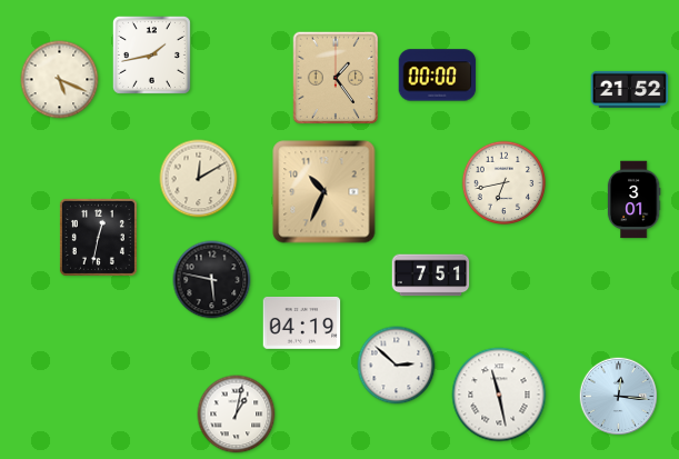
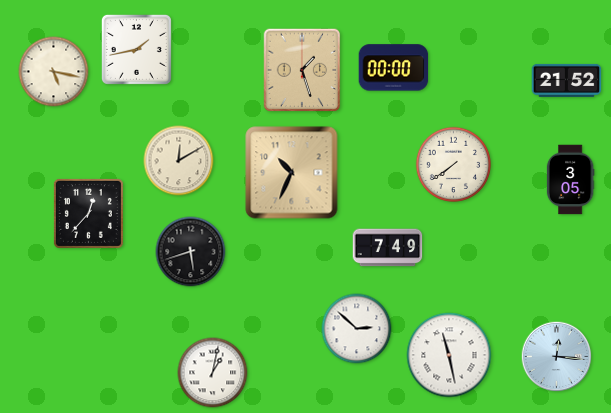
clock at (336, 78): 1:24 -> 1:27
clock at (60, 80): 5:19 -> 5:17
clock at (505, 183): 6:43 -> 7:39
clock at (633, 200): 3:01 -> 3:05
clock at (98, 237): 12:32 -> 12:37
clock at (431, 276): 7:51 -> 7:49
clock at (212, 280): 5:47 -> 5:42
clock at (302, 323): 04:19 -> none
